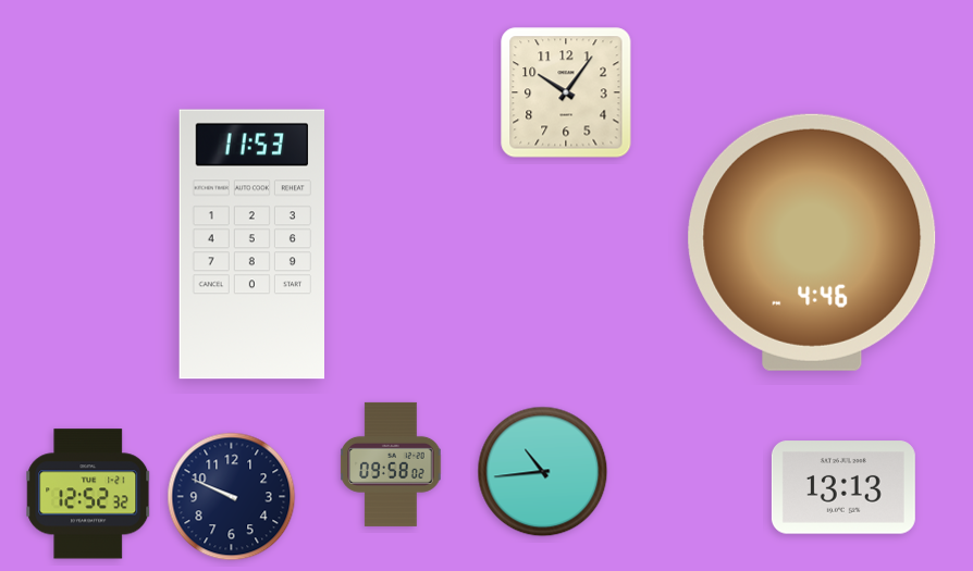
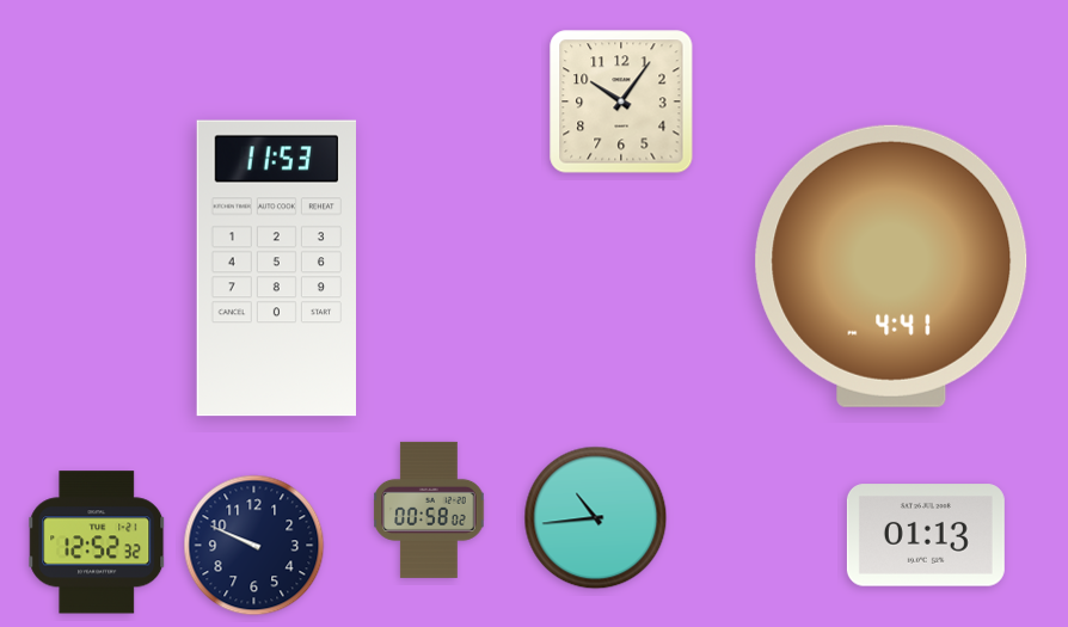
clock at (812, 243): 4:46 -> 4:41
clock at (391, 464): 09:58 -> 00:58
clock at (843, 487): 13:13 -> 01:13
